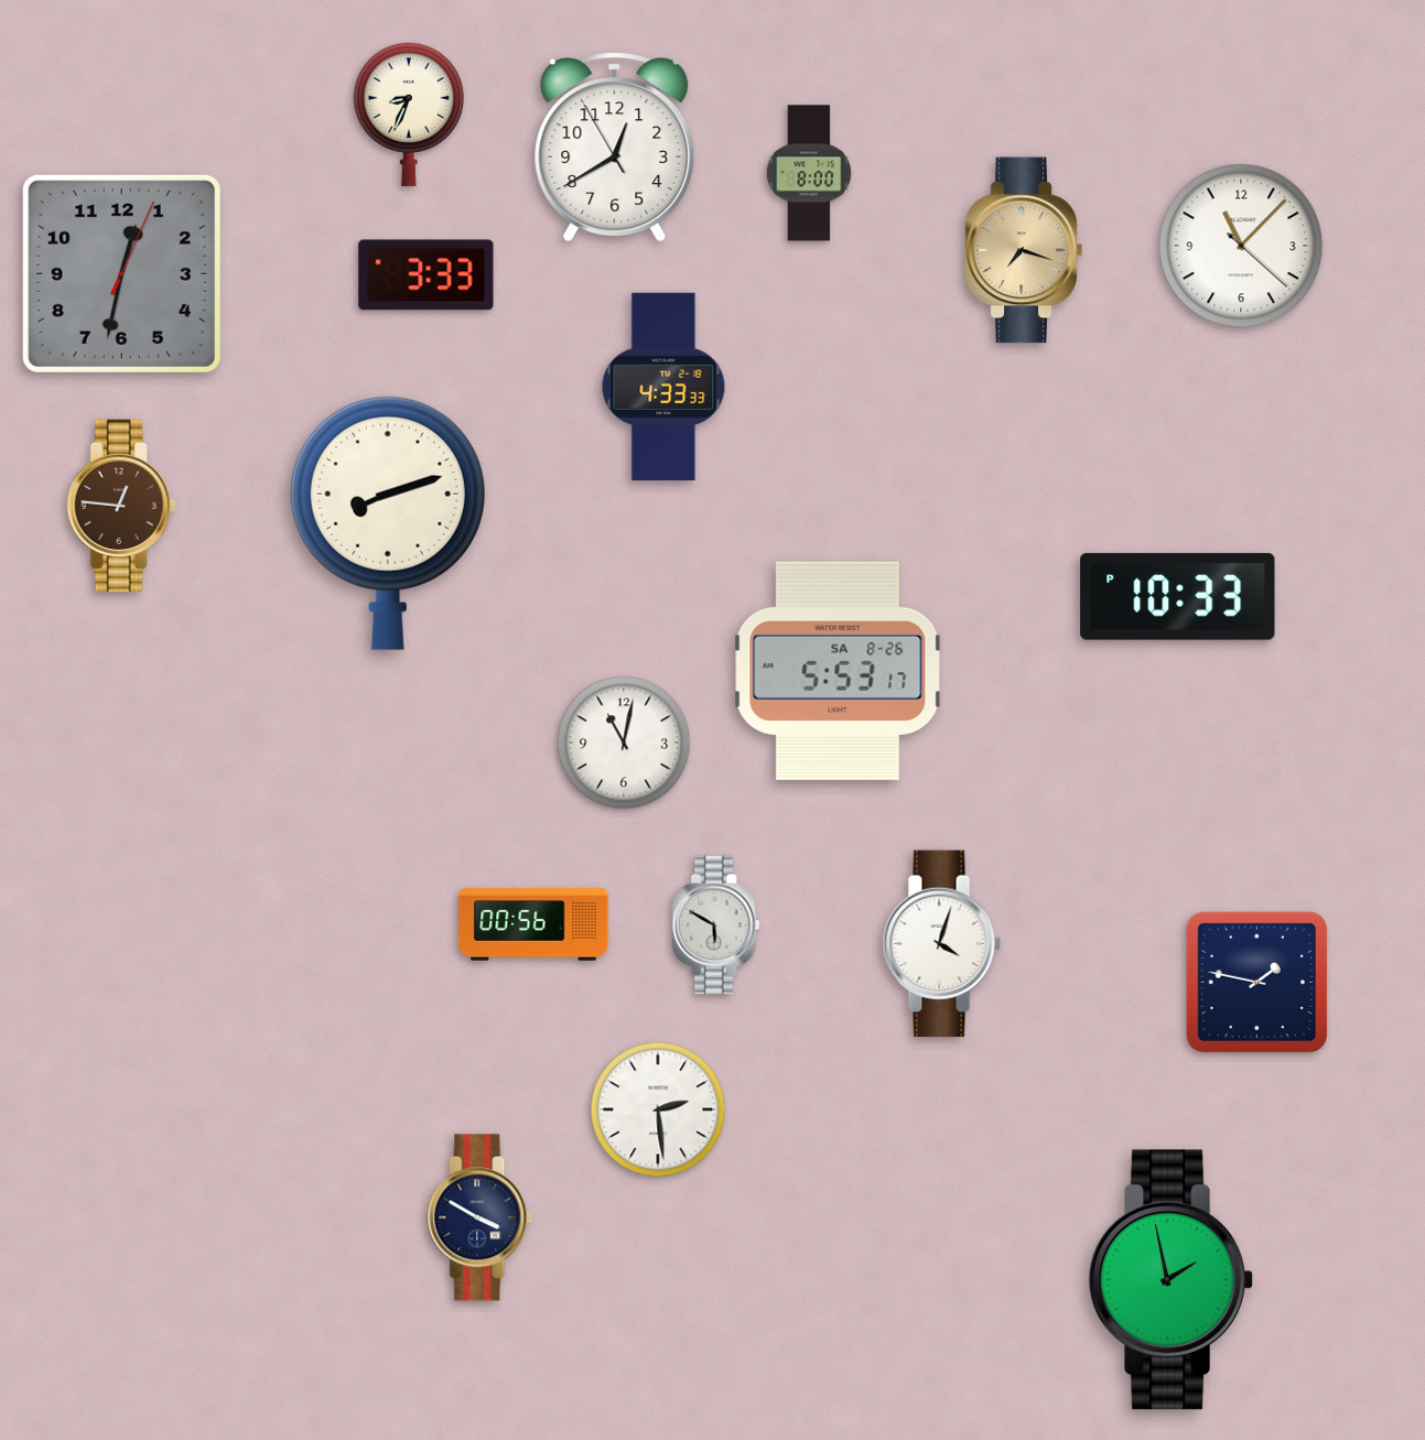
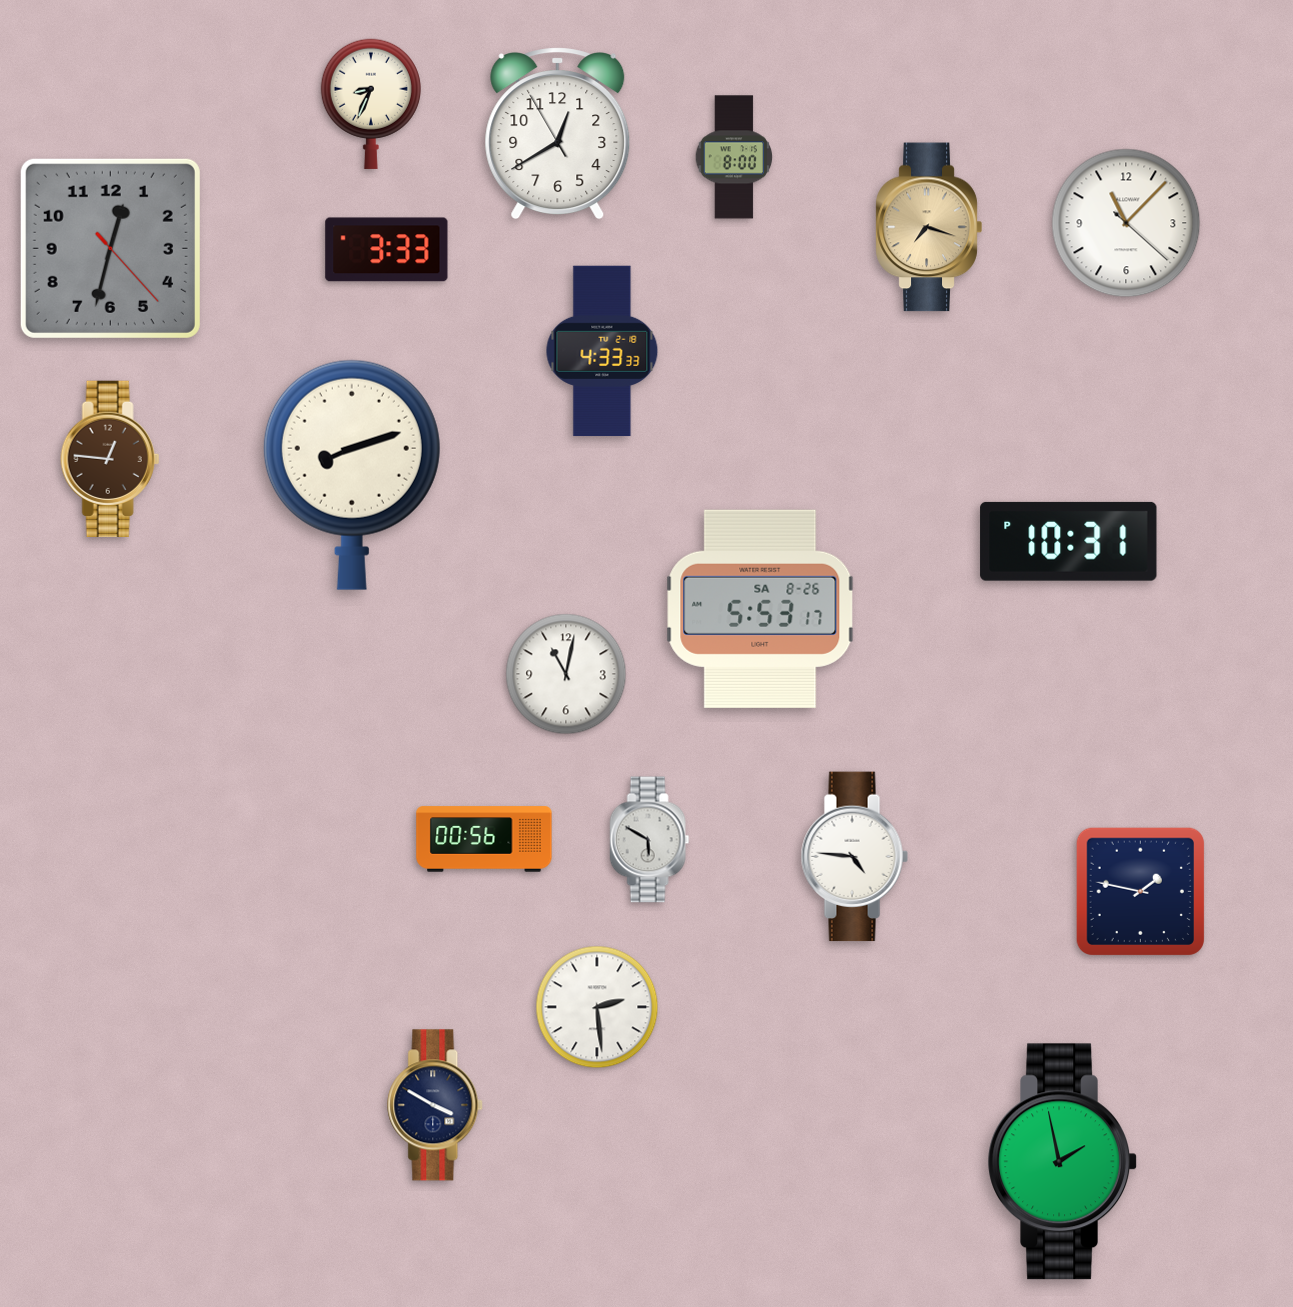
clock at (121, 273): 12:32:04 -> 12:32:23
clock at (1178, 596): 10:33 -> 10:31
clock at (941, 944): 4:03 -> 4:46
